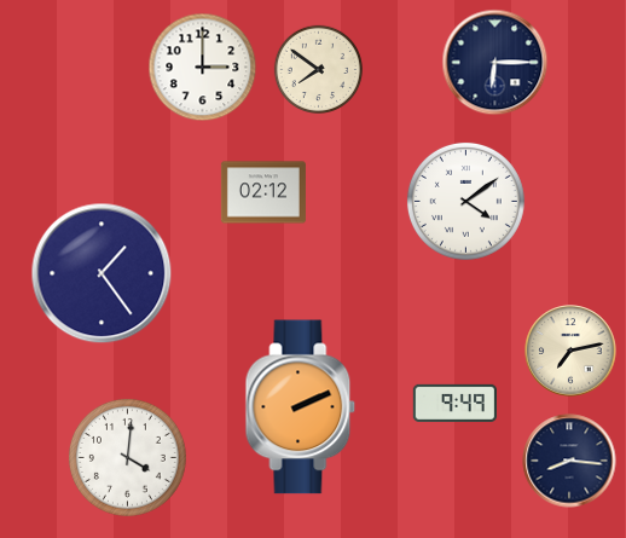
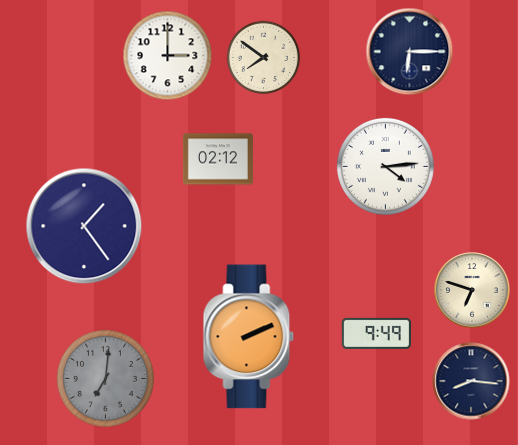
clock at (465, 201): 4:09 -> 4:14
clock at (570, 351): 7:13 -> 6:48
clock at (127, 457): 4:01 -> 7:01
clock at (127, 457) dial: white -> grey
